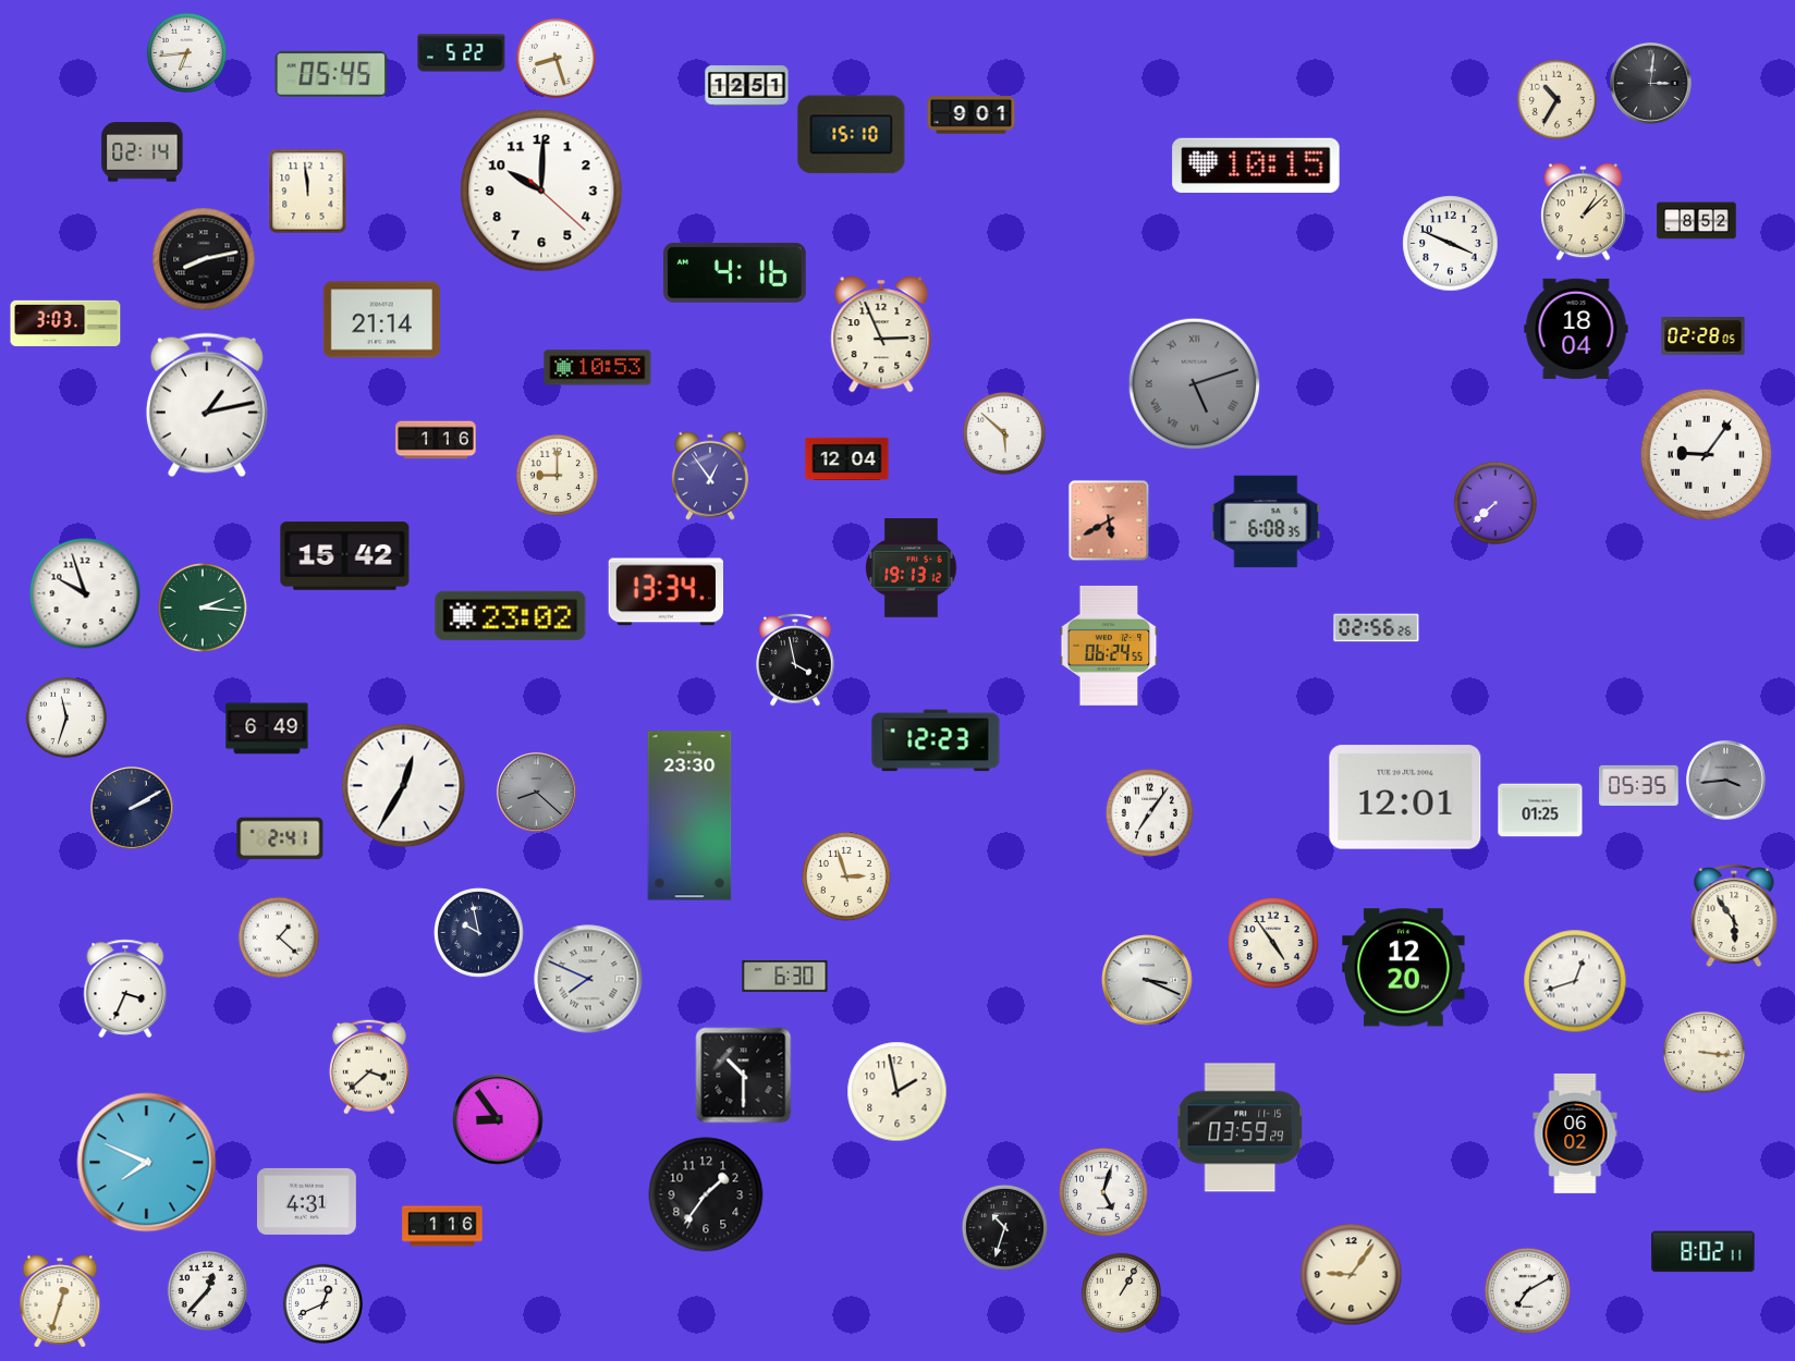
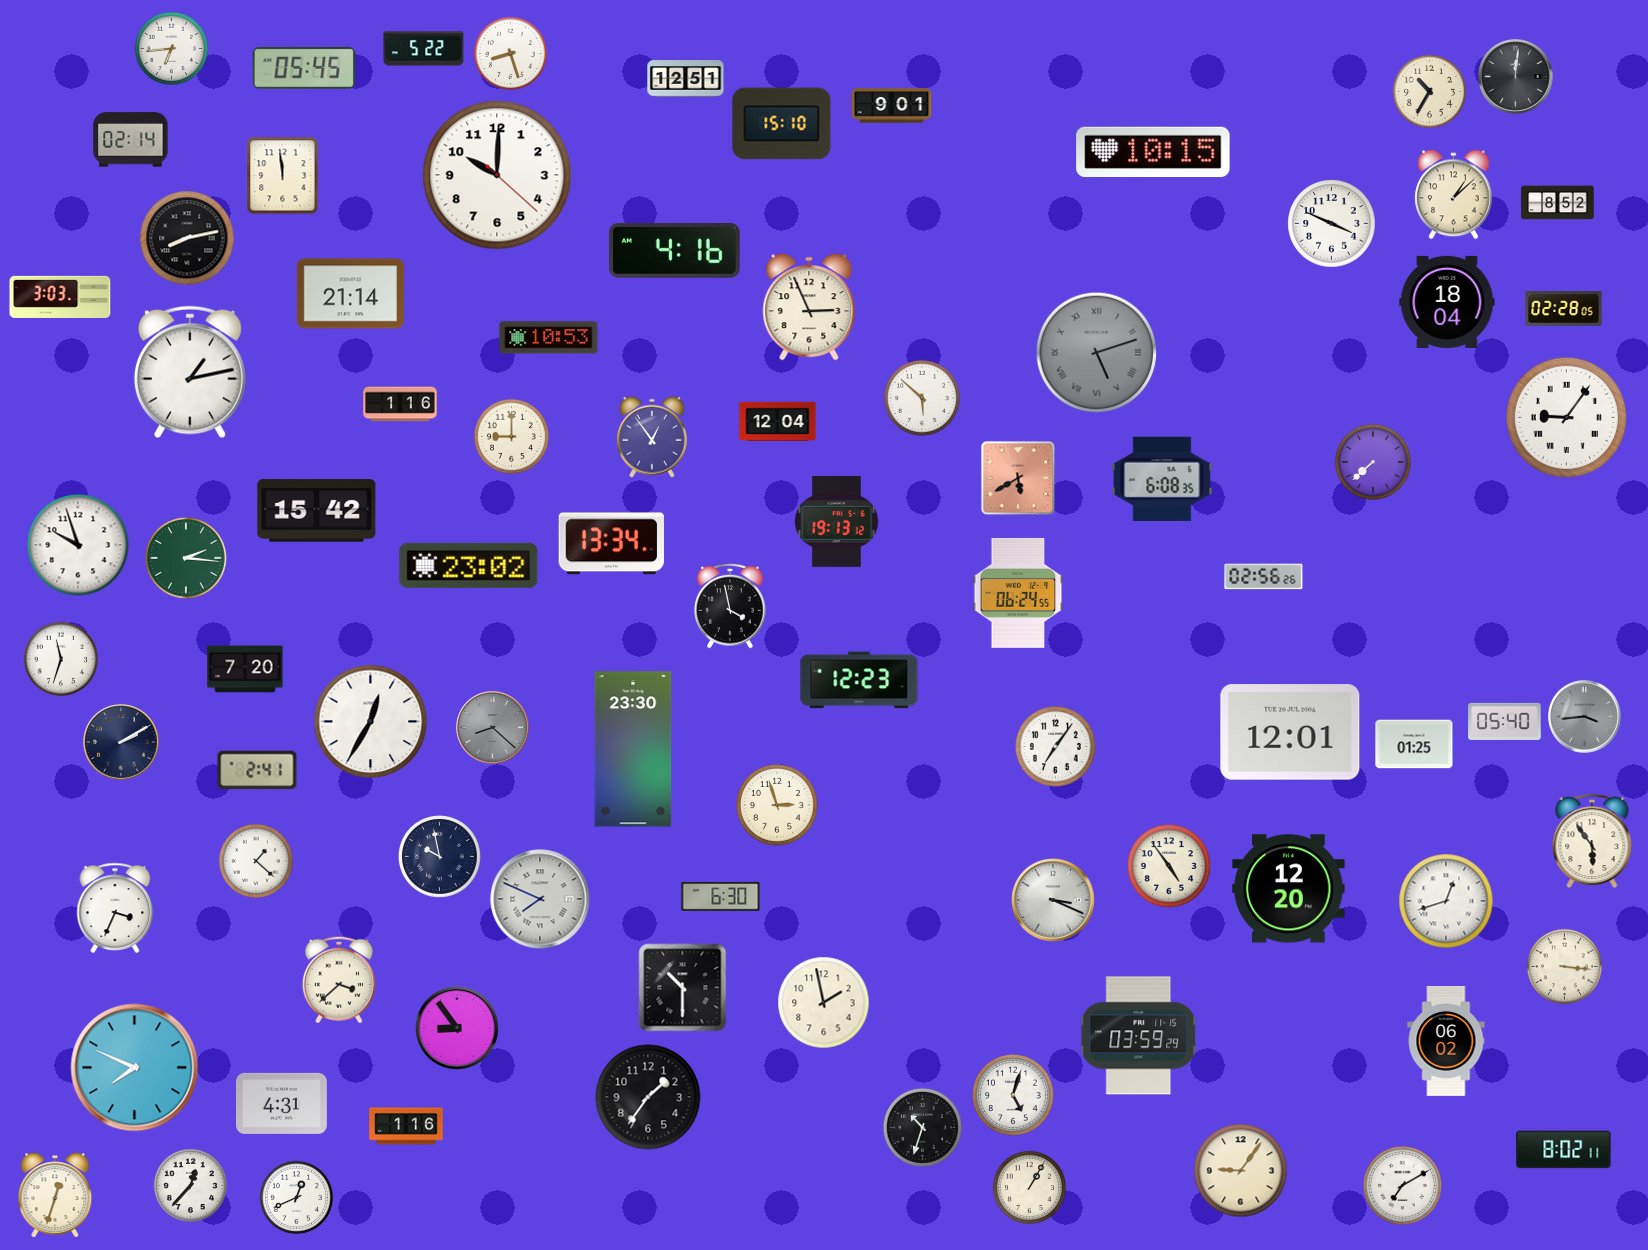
clock at (1651, 84): 3:01 -> 12:01
clock at (267, 728): 6:49 -> 7:20
clock at (1639, 785): 05:35 -> 05:40
